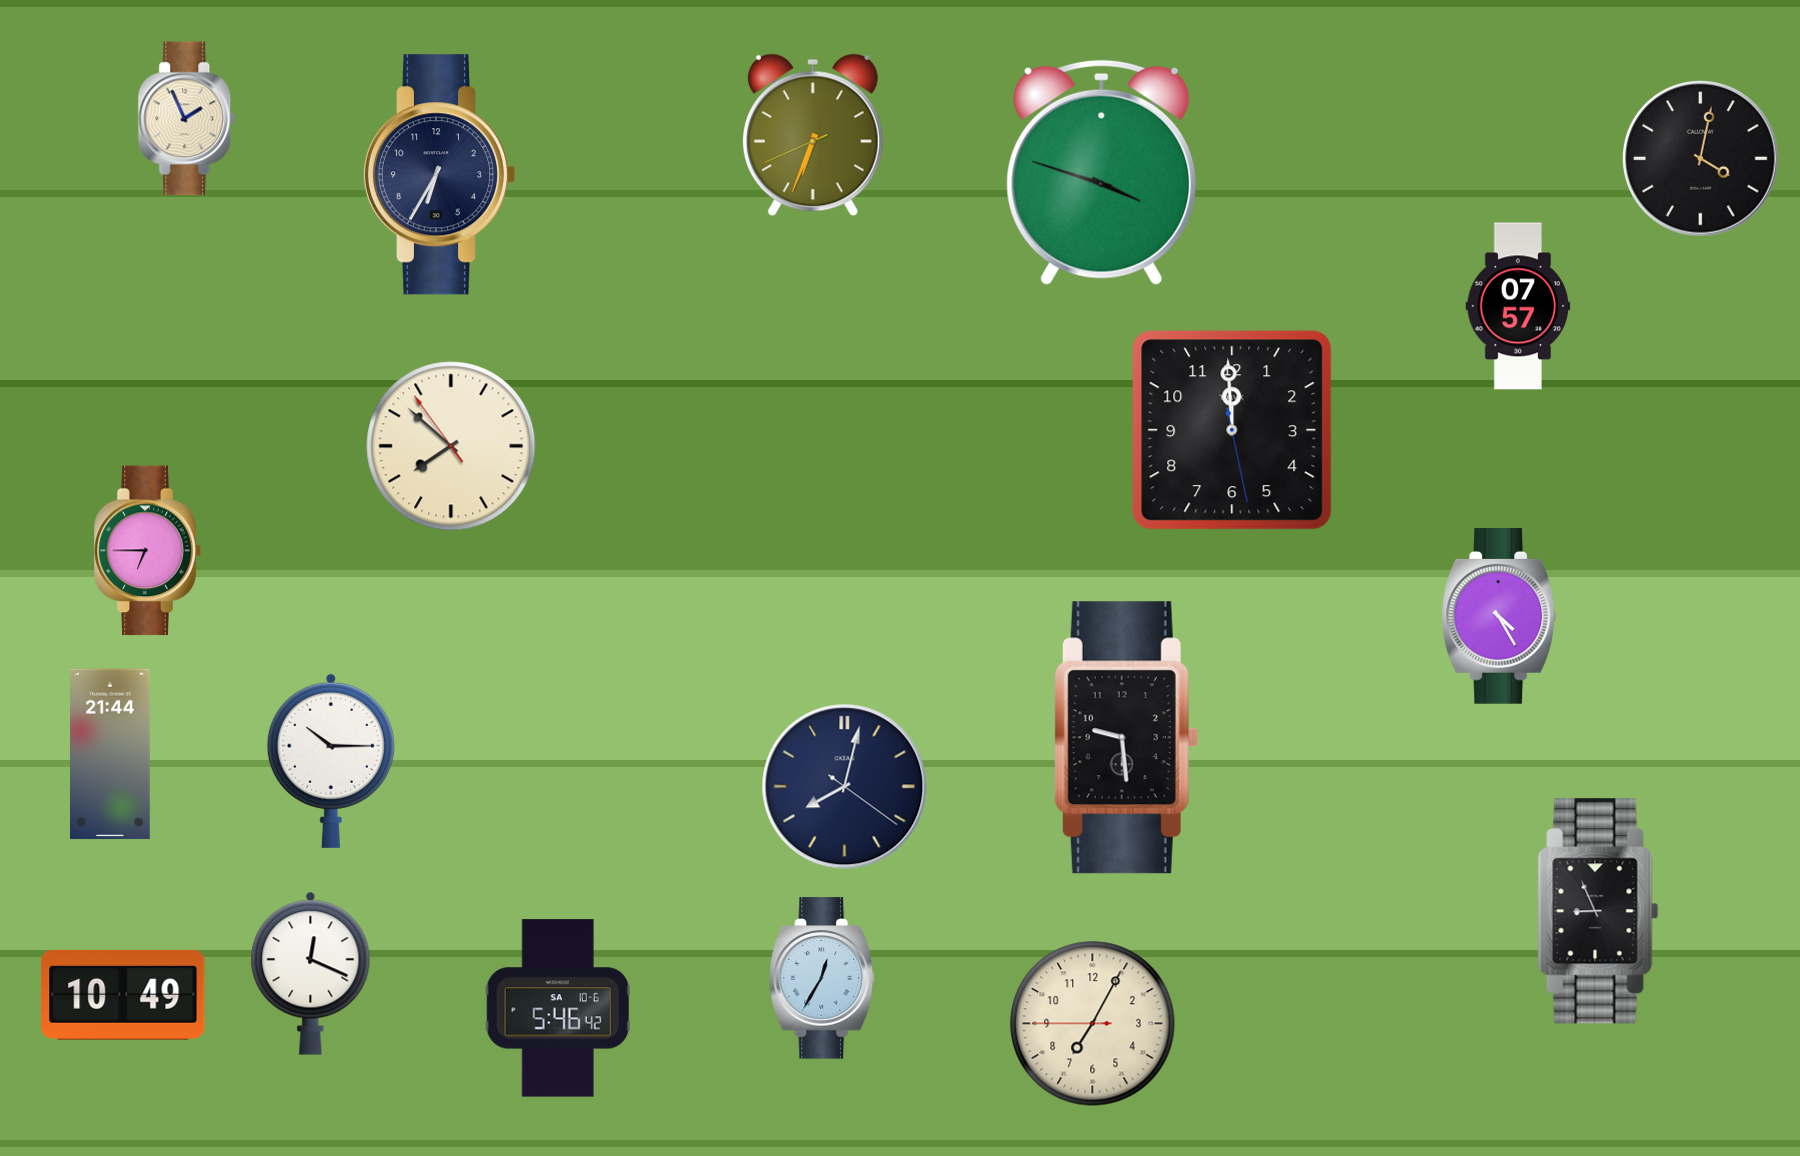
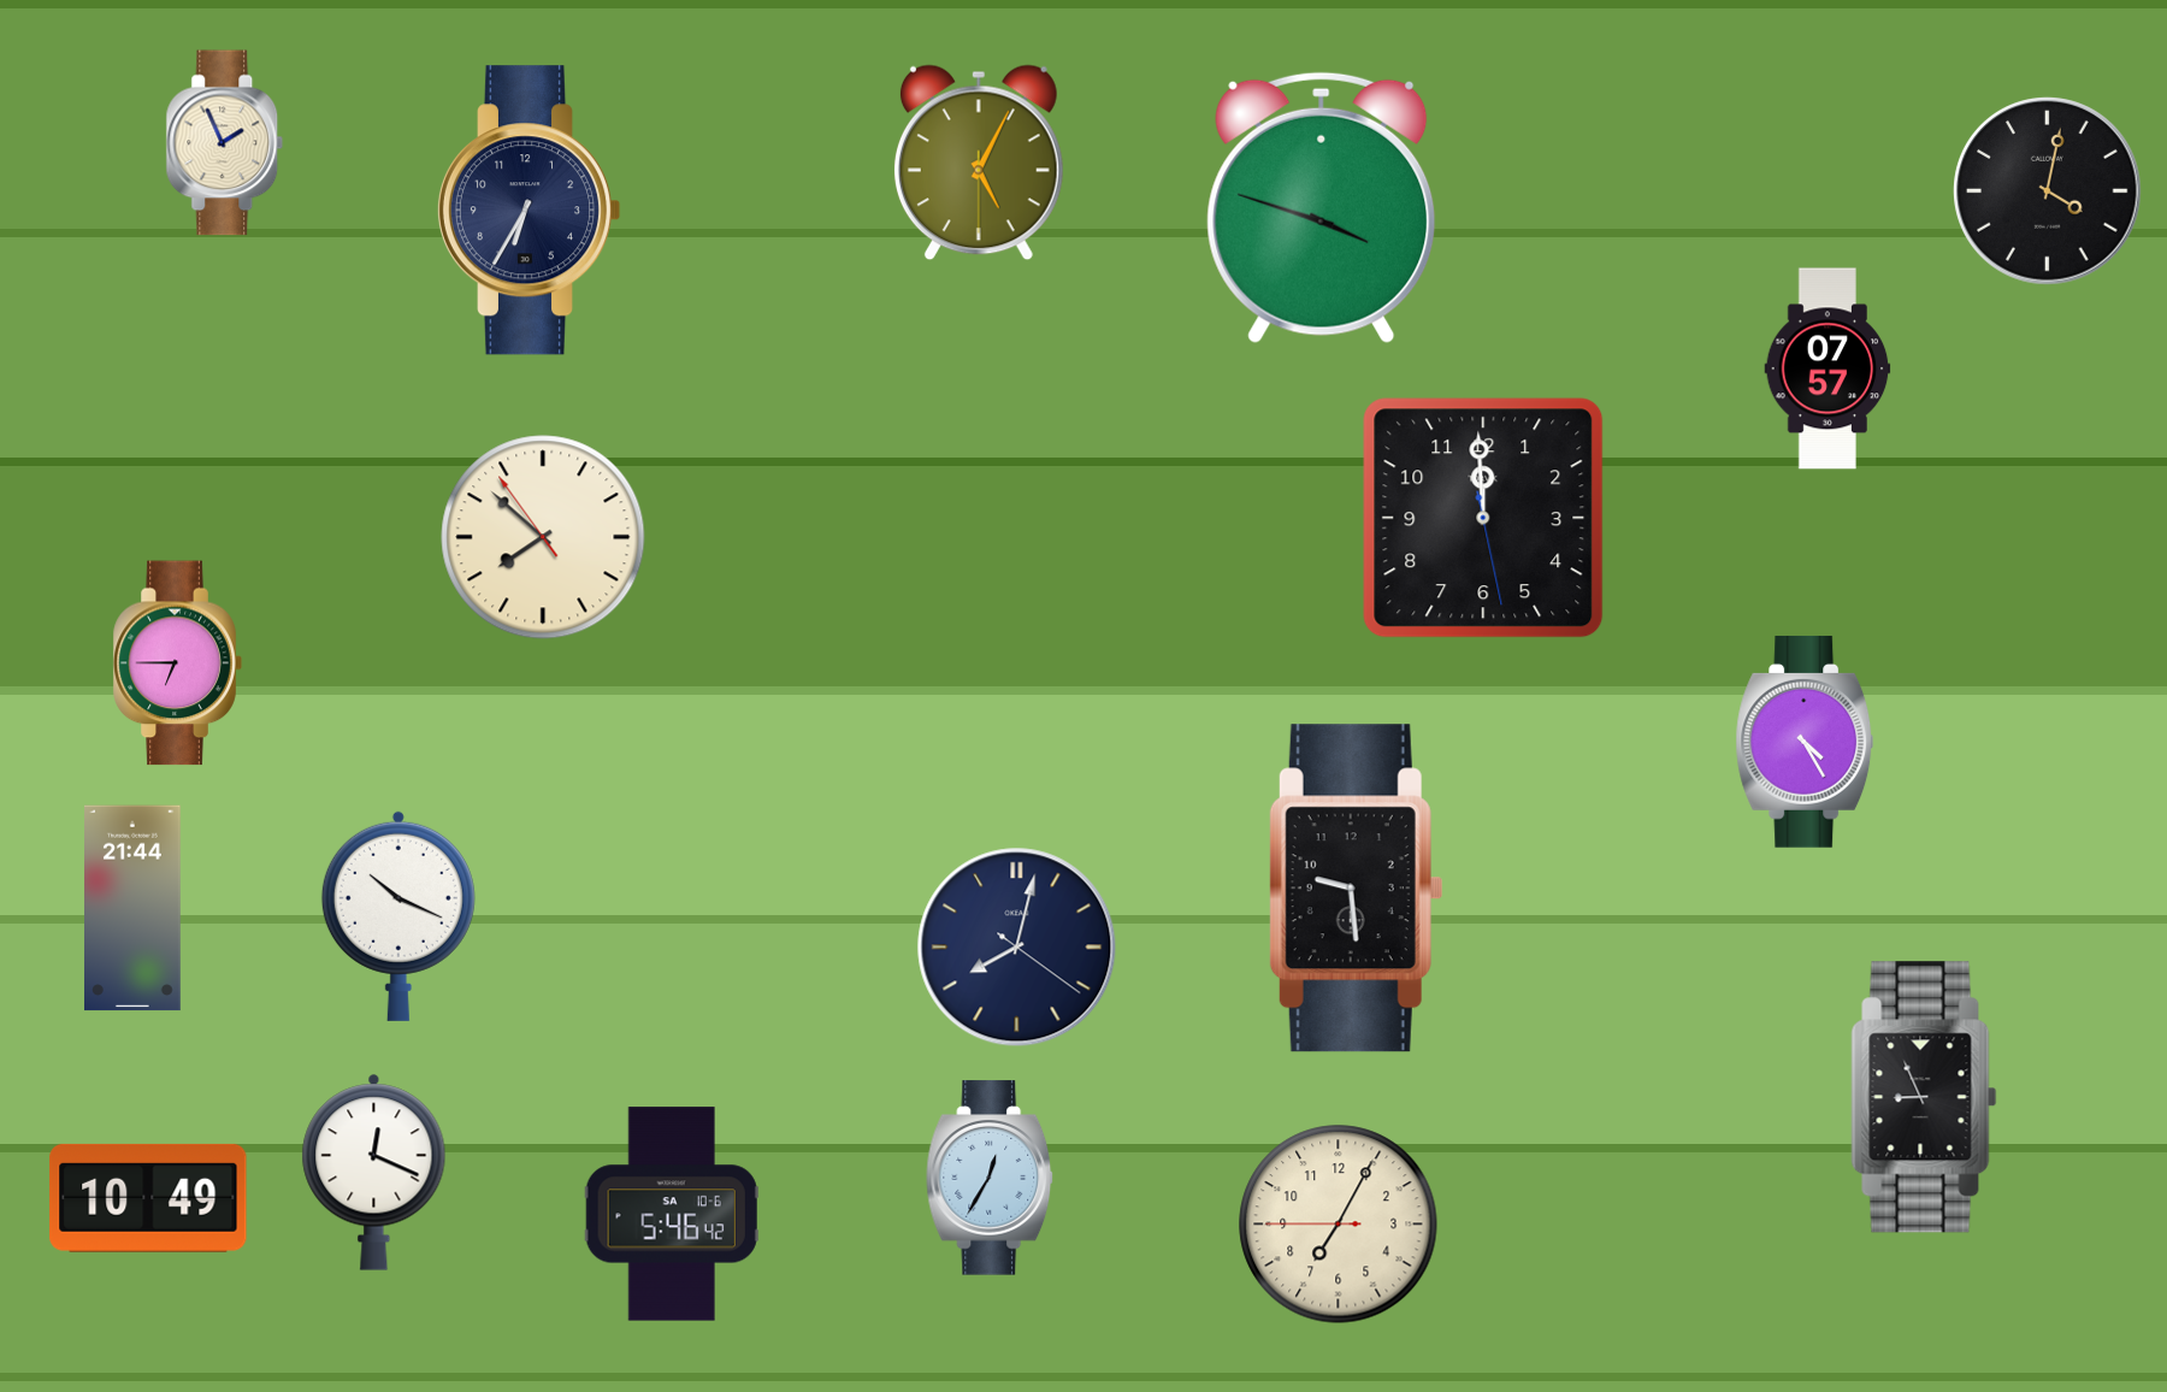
clock at (813, 135): 6:33 -> 5:04
clock at (1102, 172) position: (1102, 172) -> (1322, 207)
clock at (331, 761): 10:15 -> 10:19
clock at (1093, 1024) position: (1093, 1024) -> (1339, 1225)
